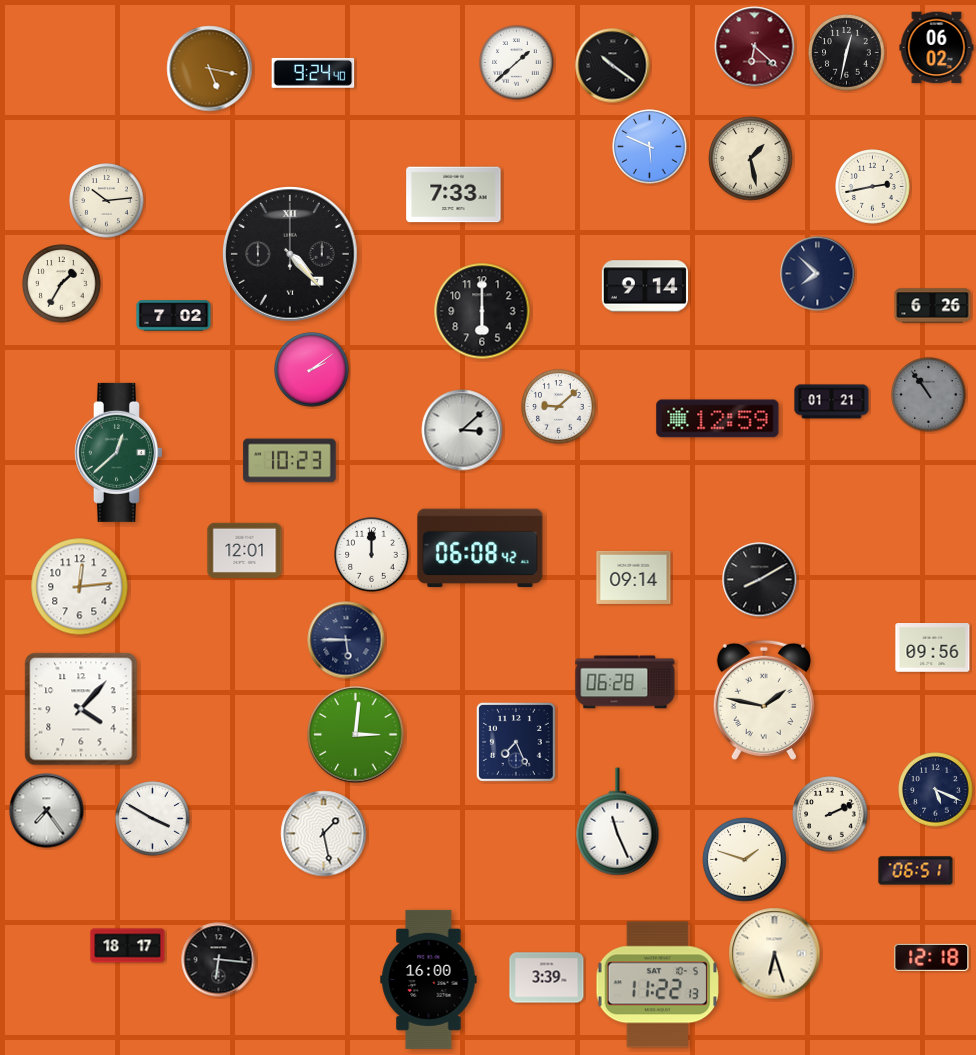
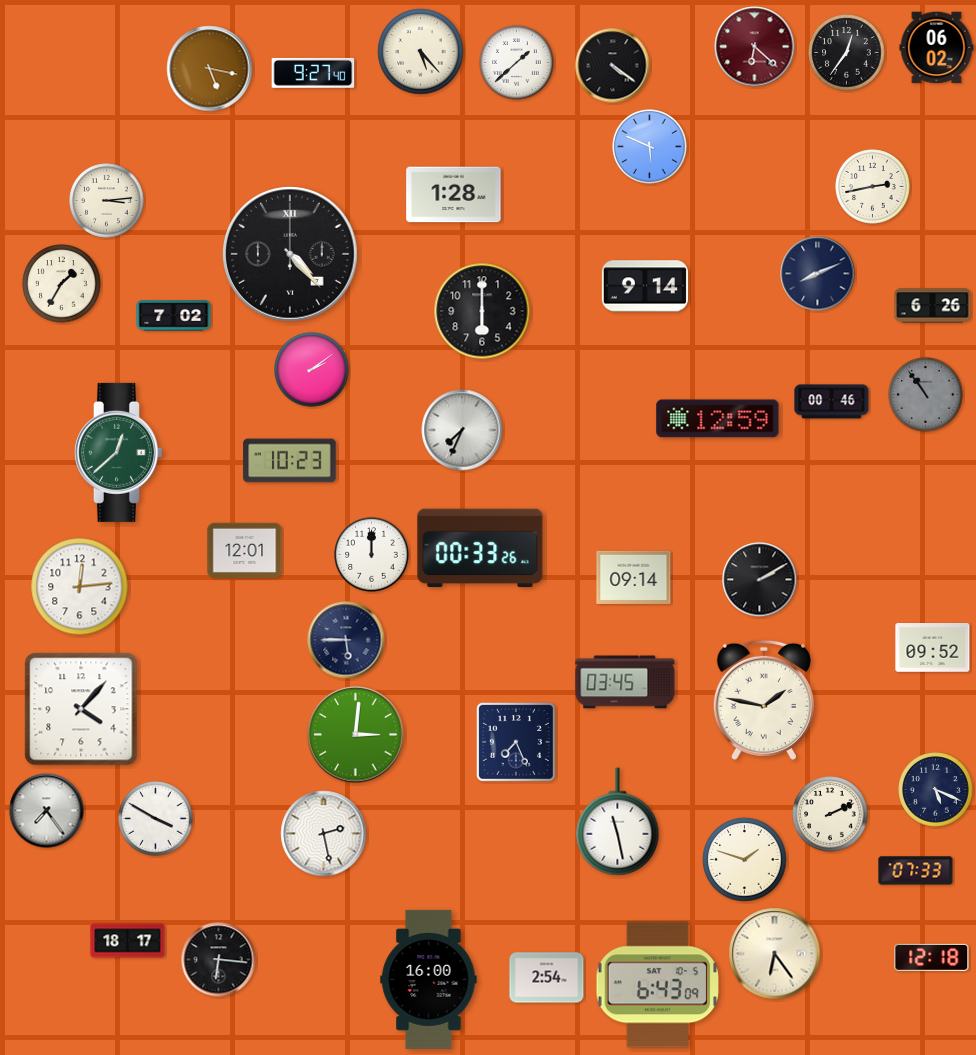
clock at (421, 52): none -> 5:23
clock at (847, 53): 12:32 -> 12:36
clock at (613, 66): 10:21 -> 4:21
clock at (313, 73): 9:24 -> 9:27
clock at (751, 159): 1:28 -> none
clock at (454, 195): 7:33 -> 1:28
clock at (107, 201): 10:14 -> 3:14
clock at (818, 274): 7:52 -> 8:11
clock at (929, 395) position: (929, 395) -> (926, 395)
clock at (832, 402): 01:21 -> 00:46
clock at (559, 407): 9:08 -> none
clock at (462, 430): 3:08 -> 7:34
clock at (480, 548): 06:08 -> 00:33
clock at (760, 580): 8:10 -> 2:10
clock at (933, 648): 09:56 -> 09:52
clock at (625, 682): 06:28 -> 03:45
clock at (153, 819) position: (153, 819) -> (156, 819)
clock at (618, 822): 11:26 -> 11:28
clock at (324, 834): 1:28 -> 2:28
clock at (916, 871): 06:51 -> 07:33
clock at (128, 946) position: (128, 946) -> (128, 941)
clock at (775, 954): 6:27 -> 6:24
clock at (547, 978): 3:39 -> 2:54
clock at (658, 985): 11:22 -> 6:43
